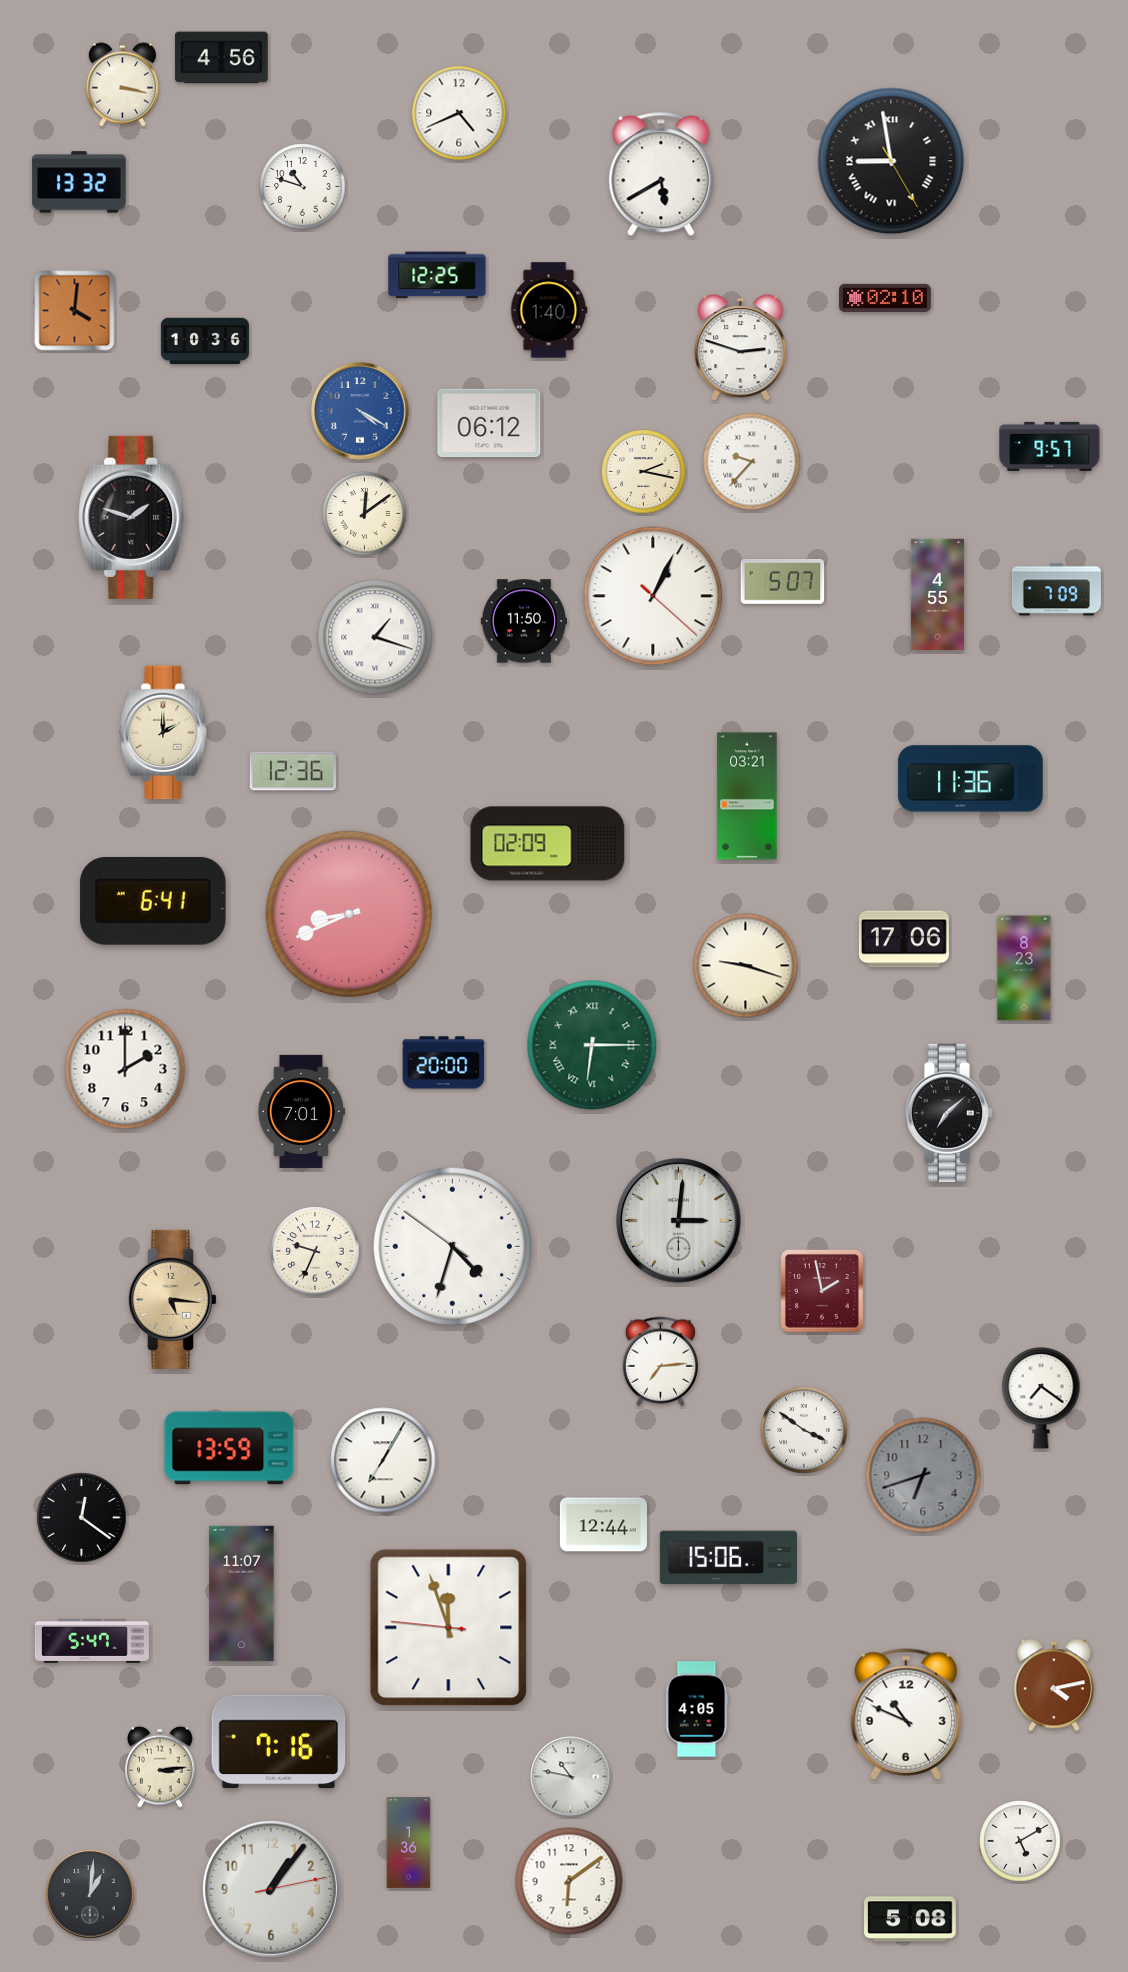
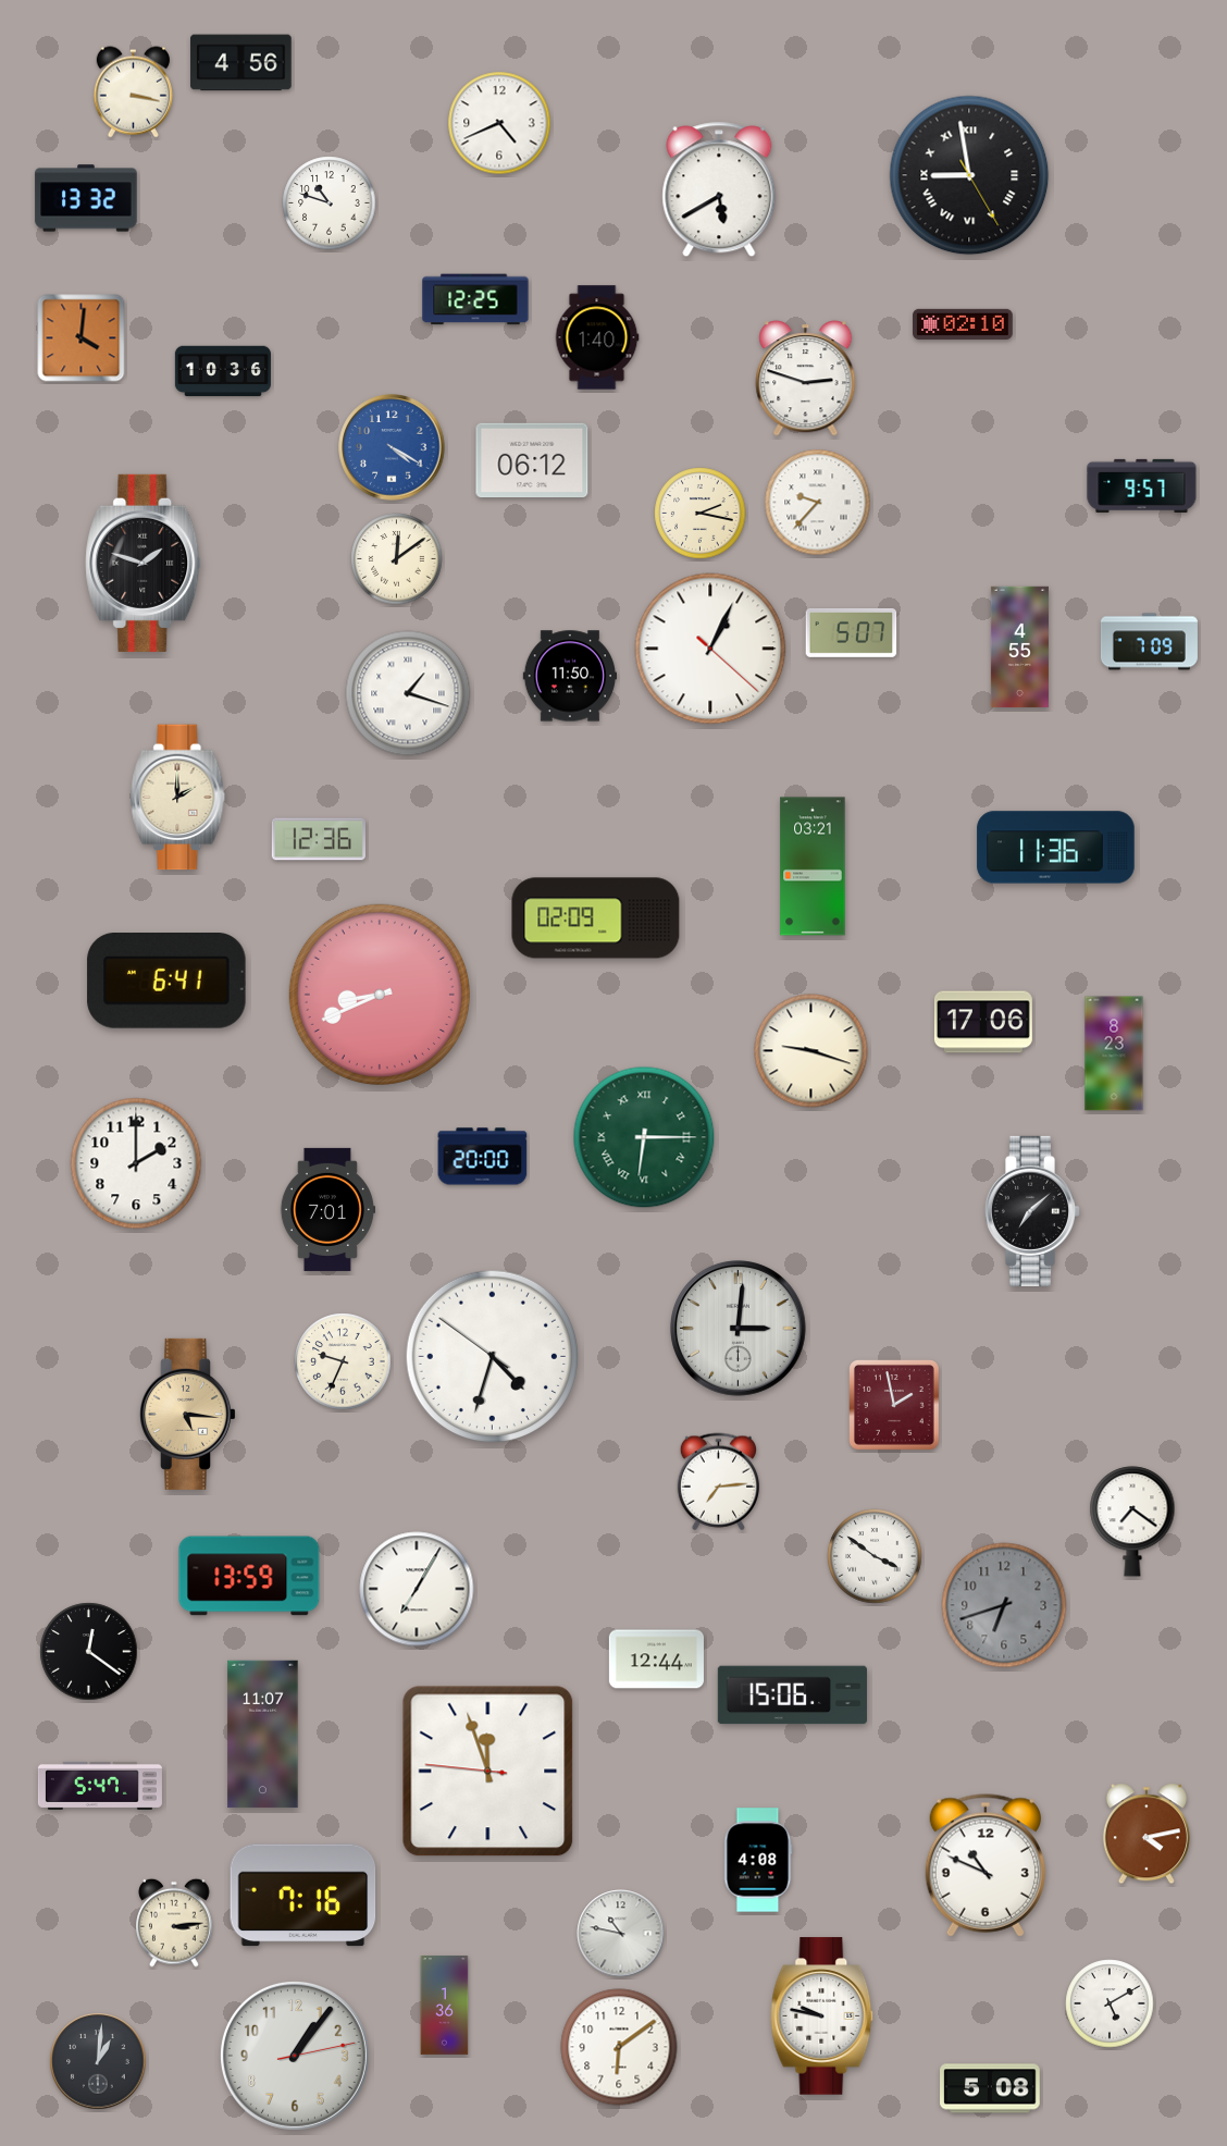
clock at (697, 1709): 4:05 -> 4:08
clock at (822, 2016): none -> 9:47
